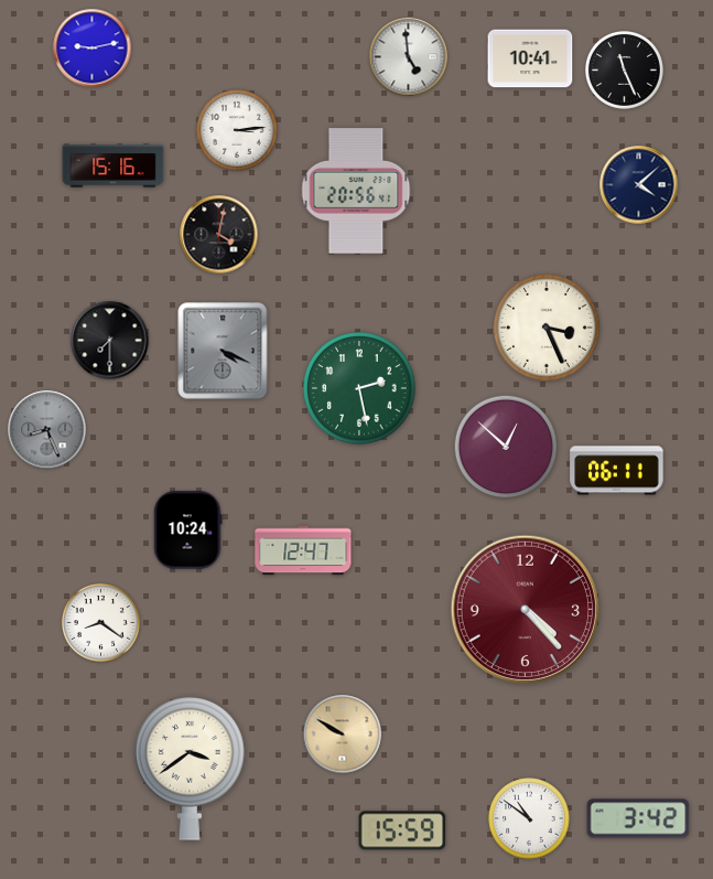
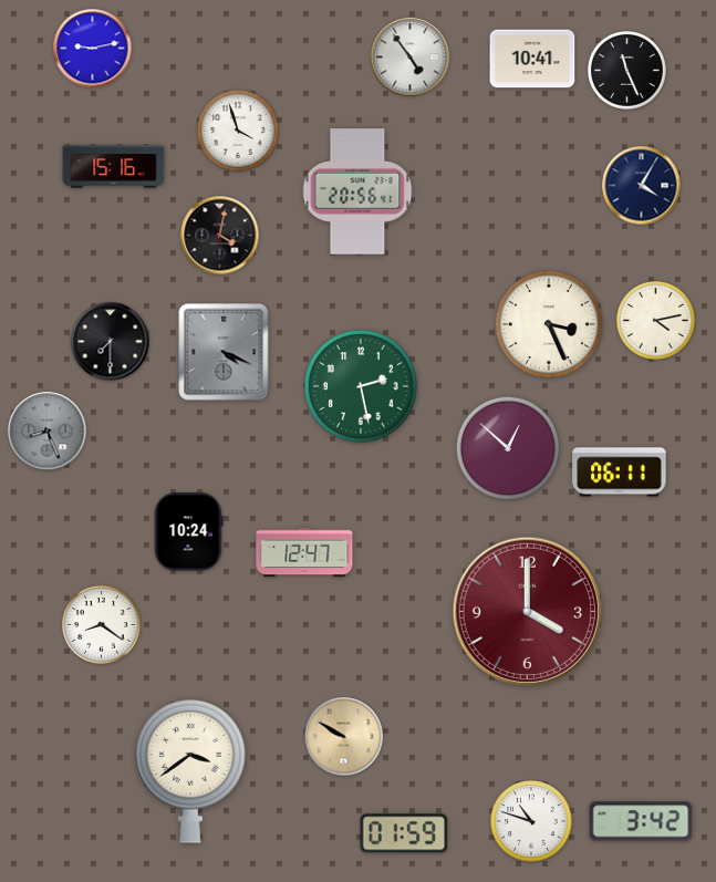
clock at (409, 57): 4:59 -> 4:54
clock at (237, 130): 3:14 -> 3:57
clock at (639, 185): 4:08 -> 4:05
clock at (656, 321): none -> 4:13
clock at (547, 328) position: (547, 328) -> (549, 324)
clock at (359, 388) position: (359, 388) -> (361, 386)
clock at (525, 609): 4:23 -> 4:00
clock at (529, 818): 10:51 -> 10:48
clock at (402, 830): 15:59 -> 01:59
